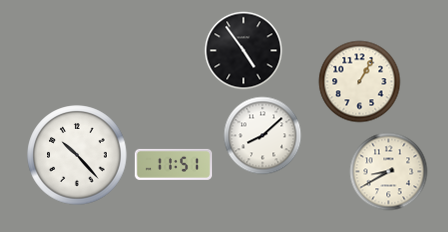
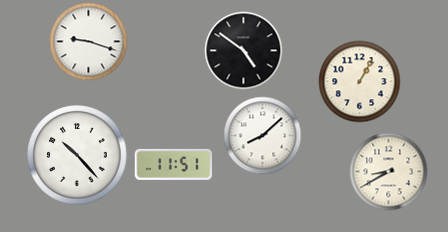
clock at (88, 41): none -> 9:18
clock at (243, 50): 4:54 -> 4:51
